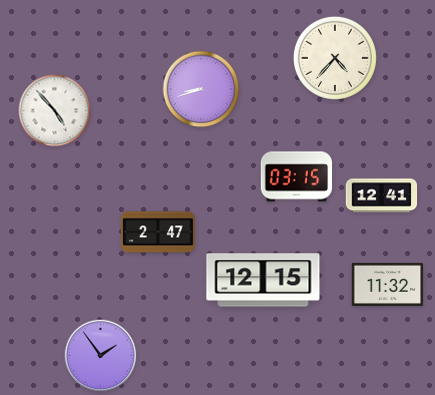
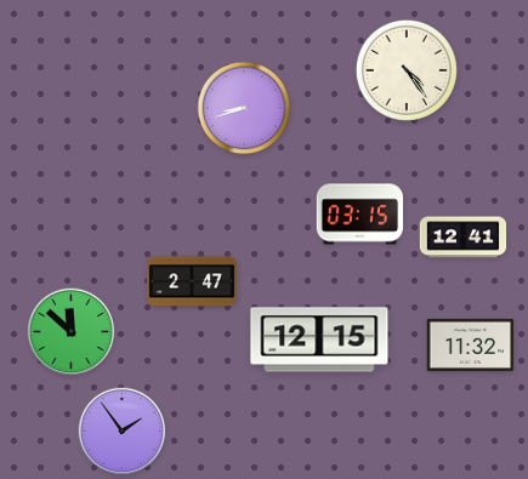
clock at (335, 58): 4:37 -> 4:24
clock at (55, 111): 4:53 -> none
clock at (72, 332): none -> 11:52
